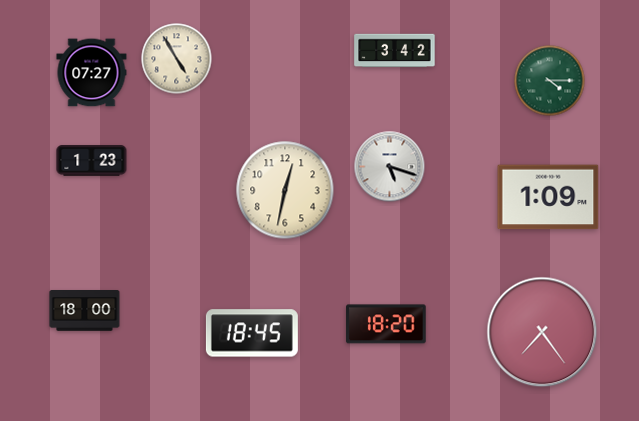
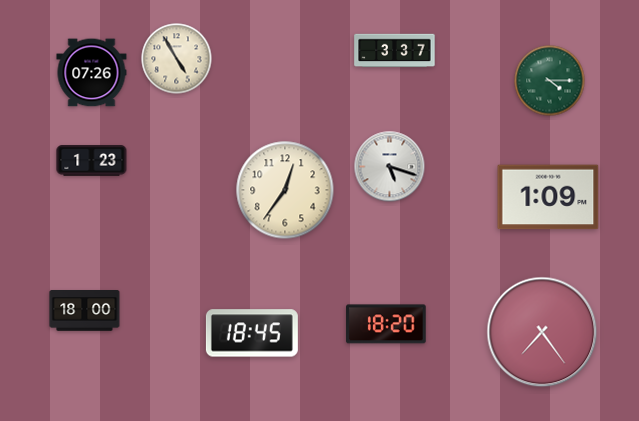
clock at (395, 51): 3:42 -> 3:37
clock at (92, 73): 07:27 -> 07:26
clock at (285, 190): 12:32 -> 12:36
